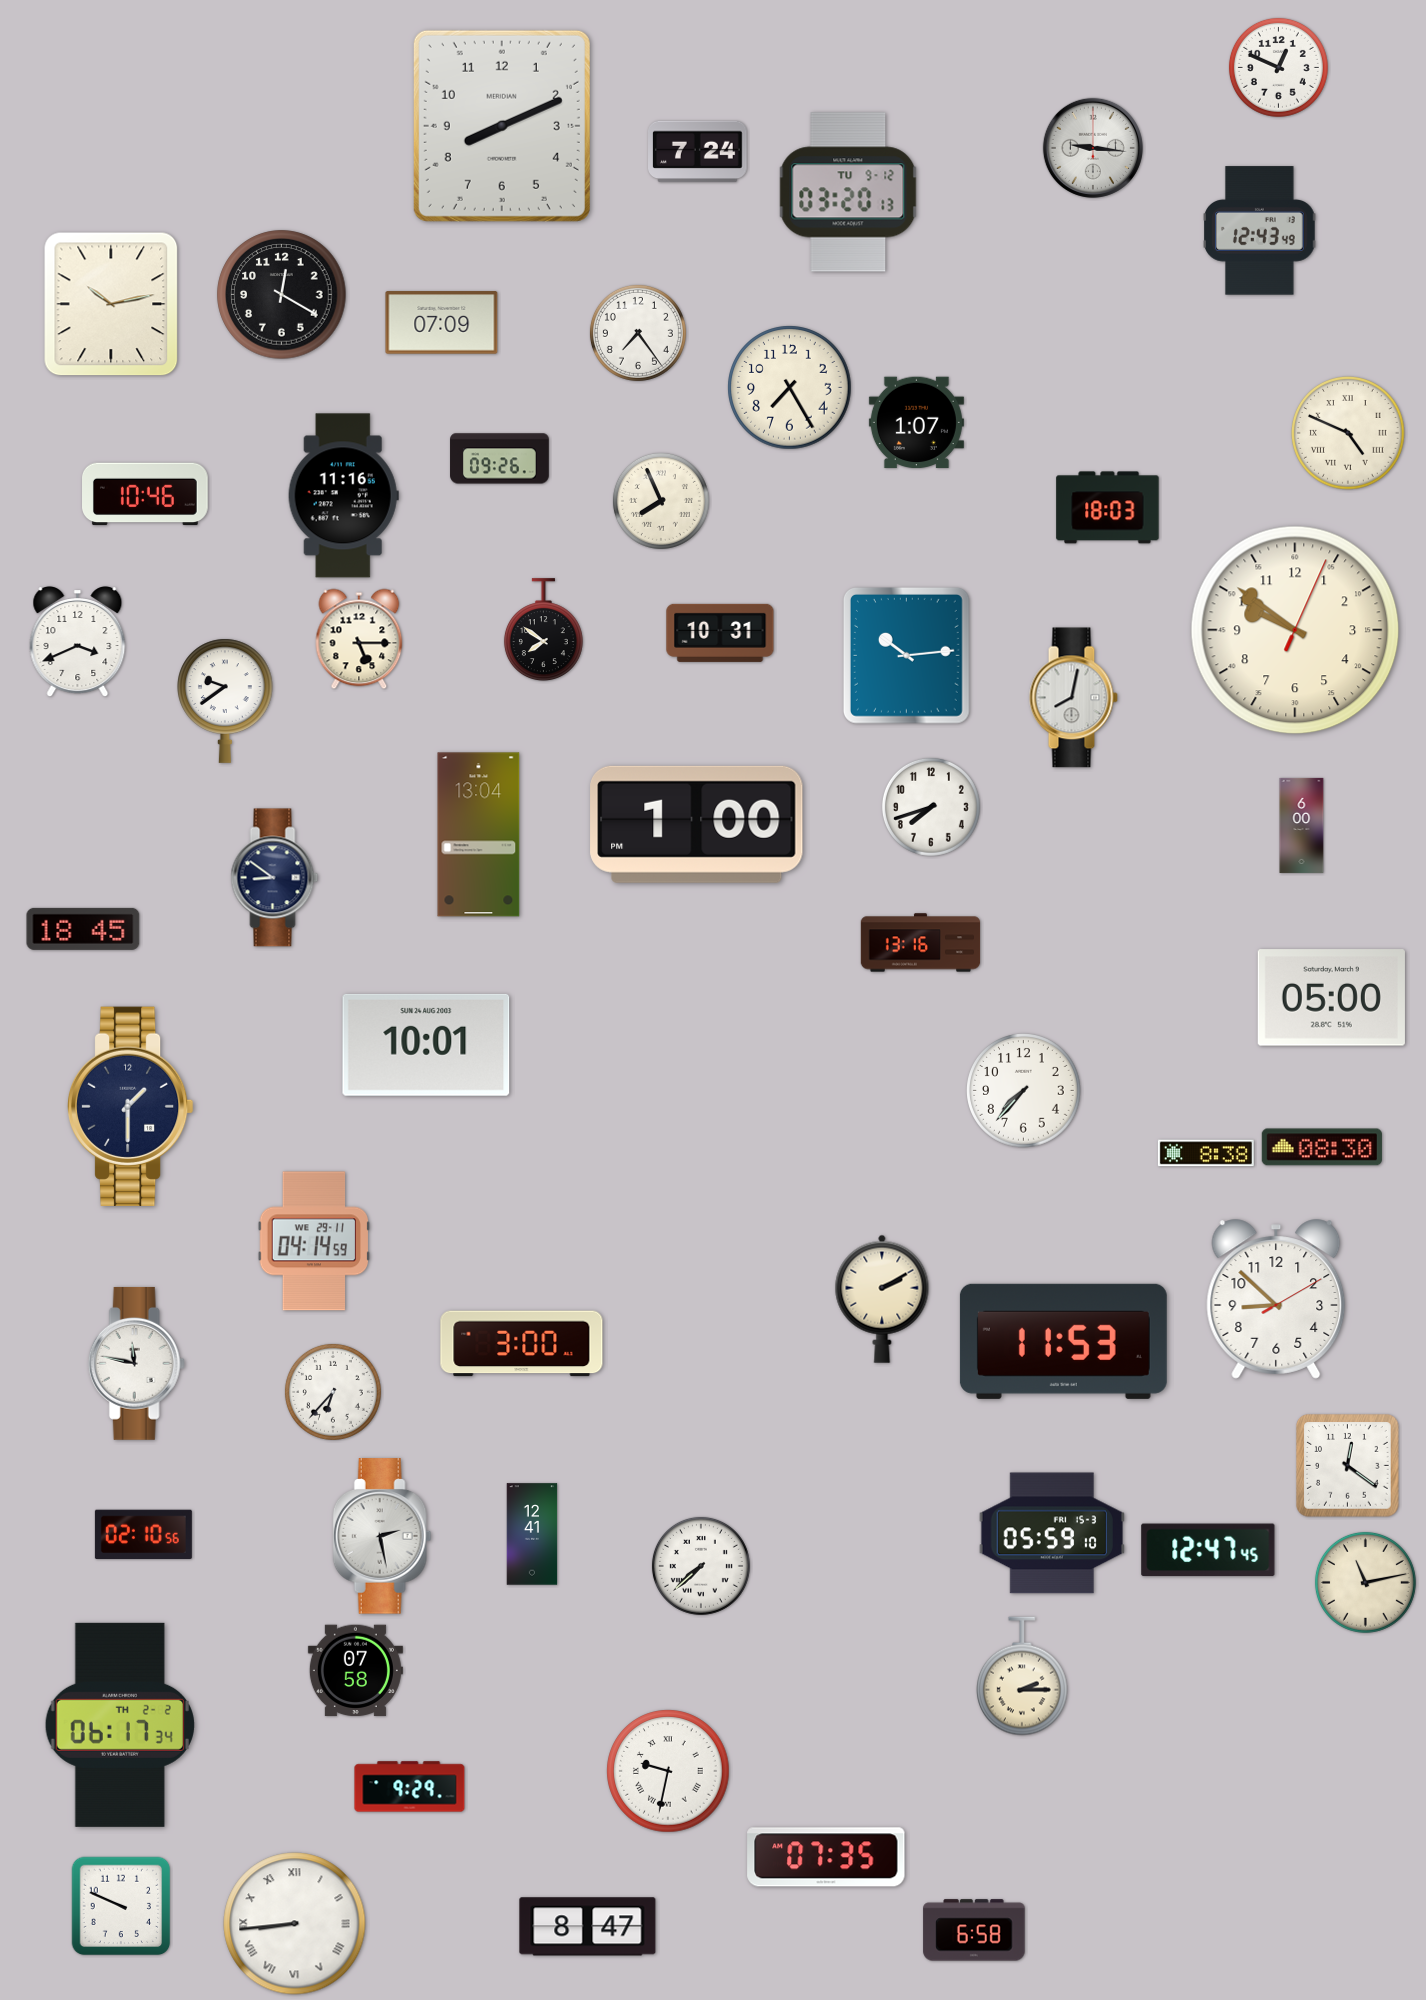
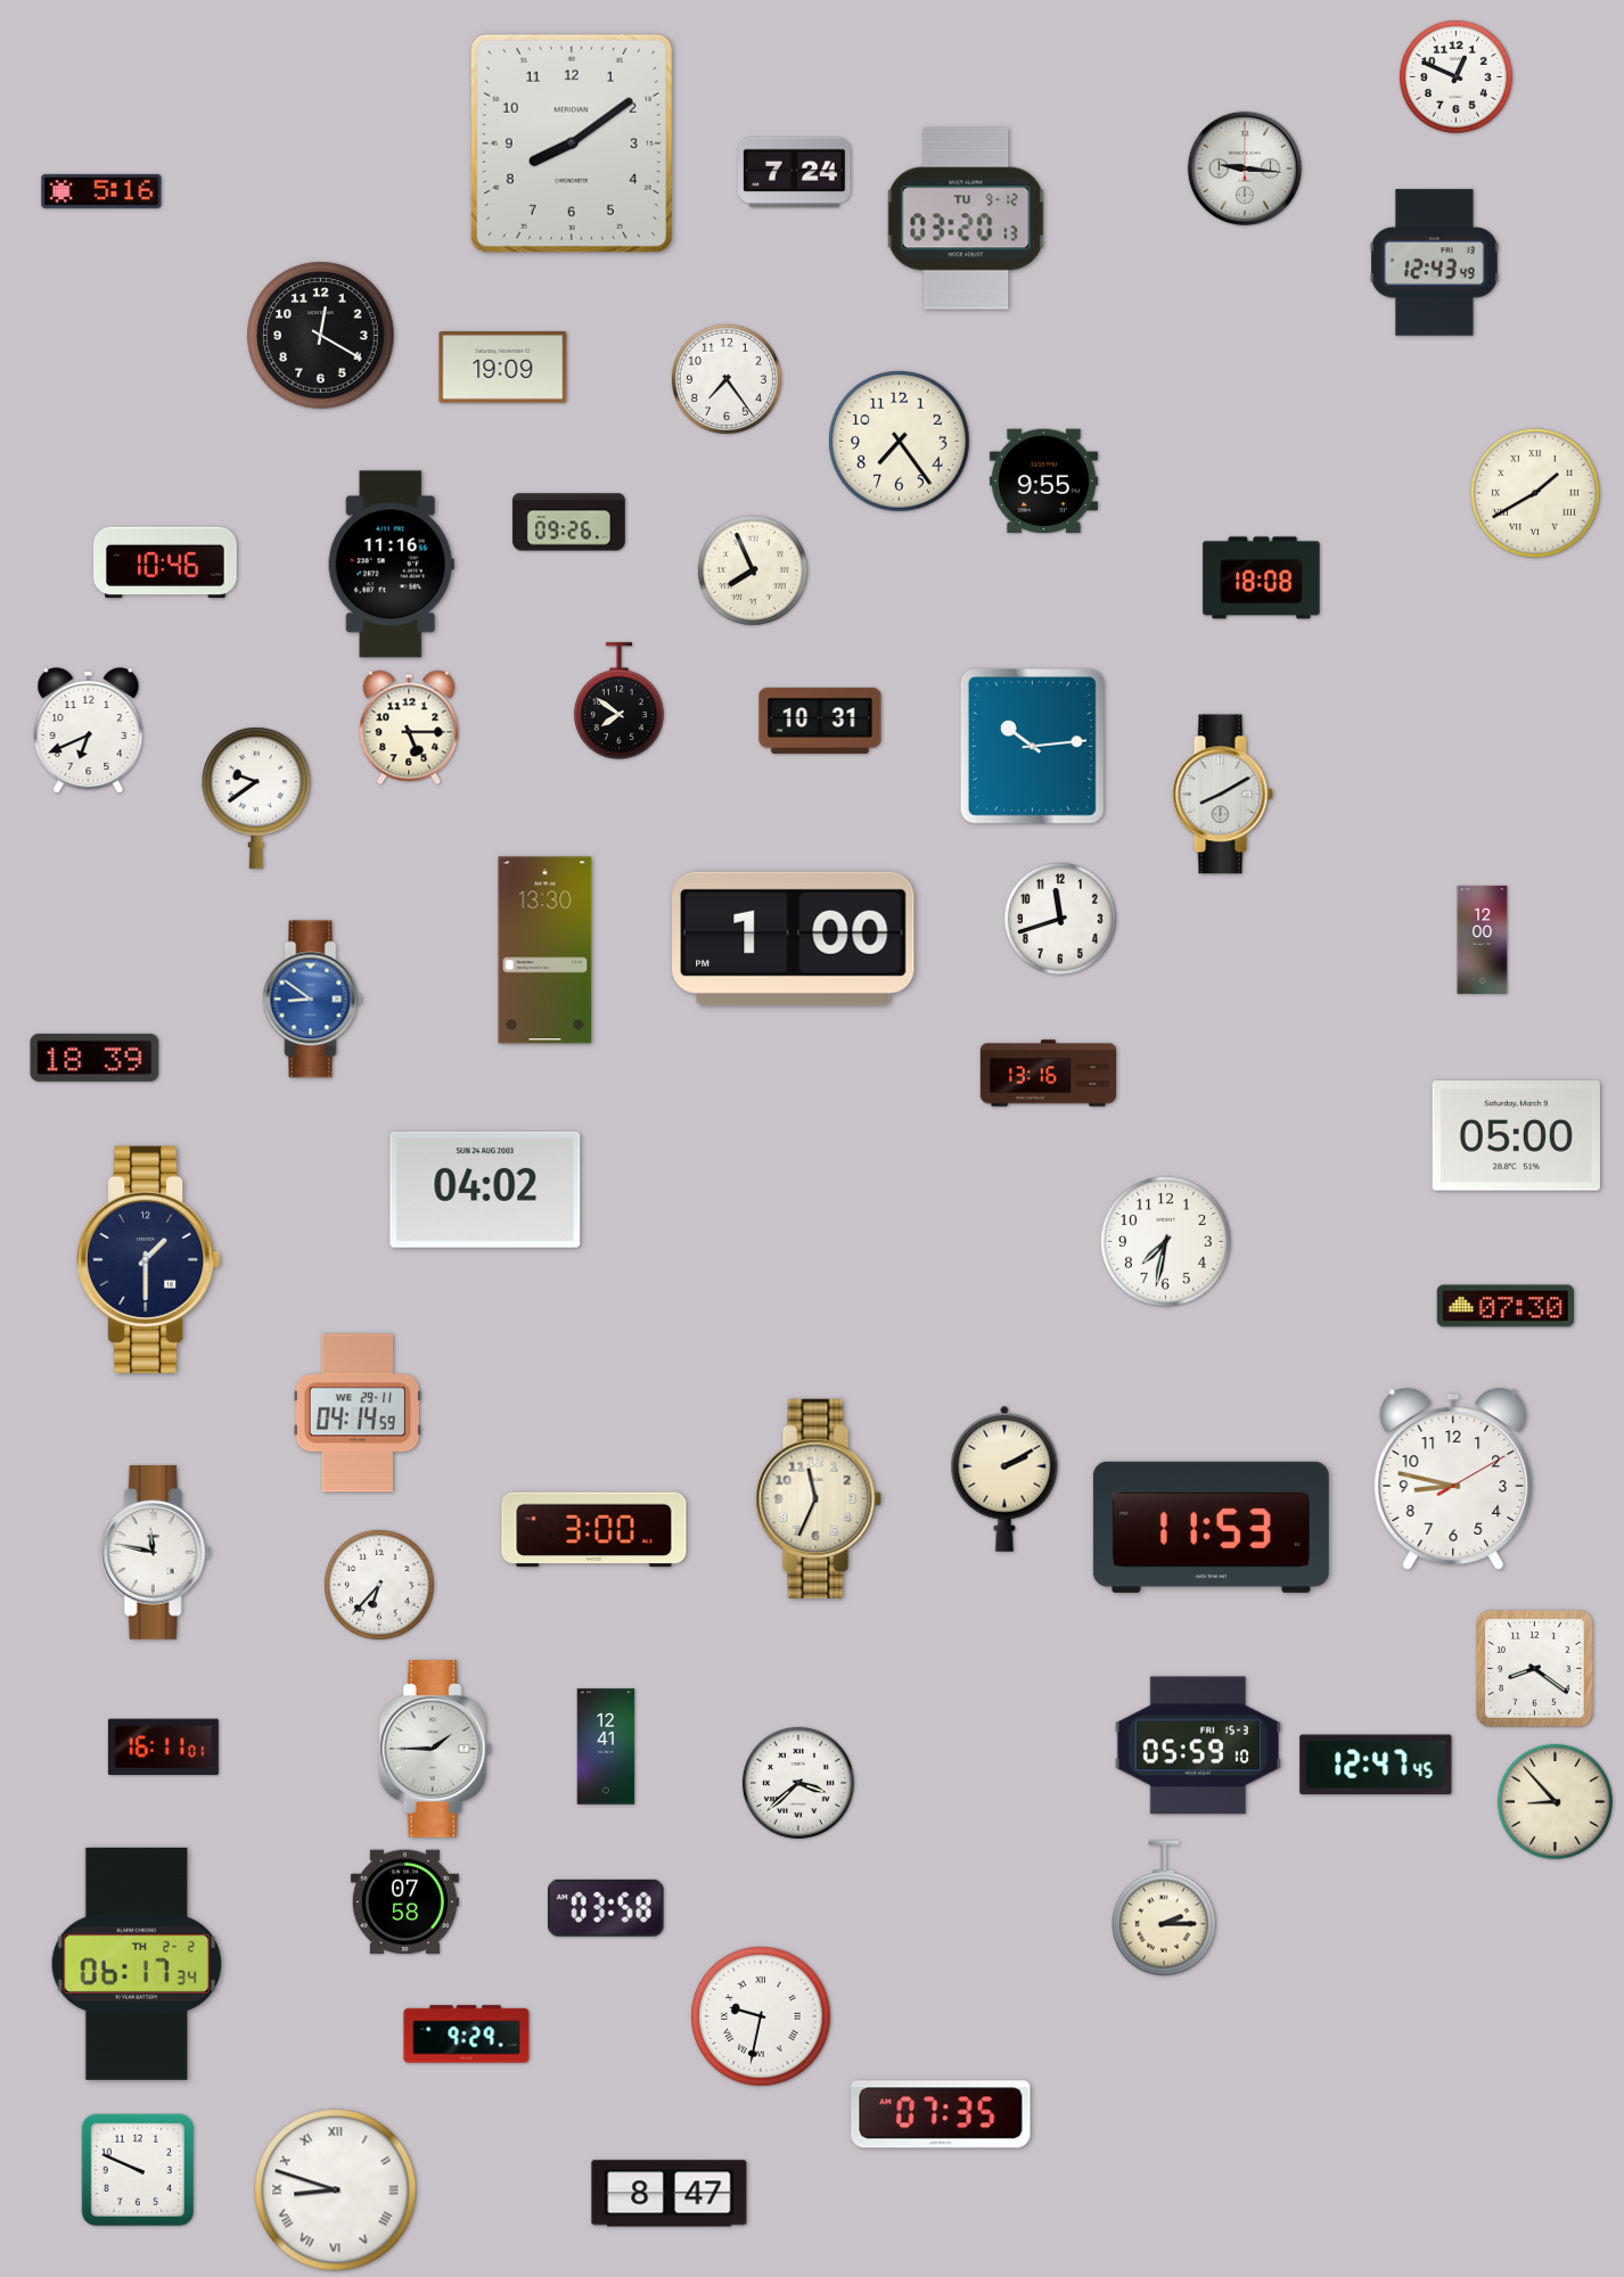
clock at (502, 126): 8:11 -> 8:09
clock at (101, 191): none -> 5:16
clock at (111, 304): 10:13 -> none
clock at (442, 323): 07:09 -> 19:09
clock at (790, 388): 7:25 -> 7:24
clock at (916, 423): 1:07 -> 9:55
clock at (1349, 434): 4:49 -> 1:40
clock at (1108, 508): 18:03 -> 18:08
clock at (543, 630) position: (543, 630) -> (618, 701)
clock at (1295, 630): 9:51 -> none
clock at (78, 642): 3:41 -> 6:41
clock at (1073, 698): 8:02 -> 8:10
clock at (931, 807): 7:42 -> 11:42
clock at (1302, 825): 6:00 -> 12:00
clock at (479, 835): 13:04 -> 13:30
clock at (275, 878) dial: navy -> blue
clock at (83, 929): 18:45 -> 18:39
clock at (426, 1045): 10:01 -> 04:02
clock at (1024, 1091): 7:37 -> 7:32
clock at (1322, 1147): 08:30 -> 07:30
clock at (1206, 1153): 8:38 -> none
clock at (1276, 1299): 8:52 -> 8:47
clock at (818, 1498): none -> 11:34
clock at (1348, 1466): 12:21 -> 8:21
clock at (143, 1534): 02:10 -> 16:11
clock at (382, 1536): 2:28 -> 1:45
clock at (701, 1566): 7:38 -> 3:38
clock at (1365, 1582): 11:13 -> 8:53
clock at (607, 1908): none -> 03:58
clock at (295, 1924): 8:44 -> 8:48
clock at (974, 1930): 6:58 -> none
